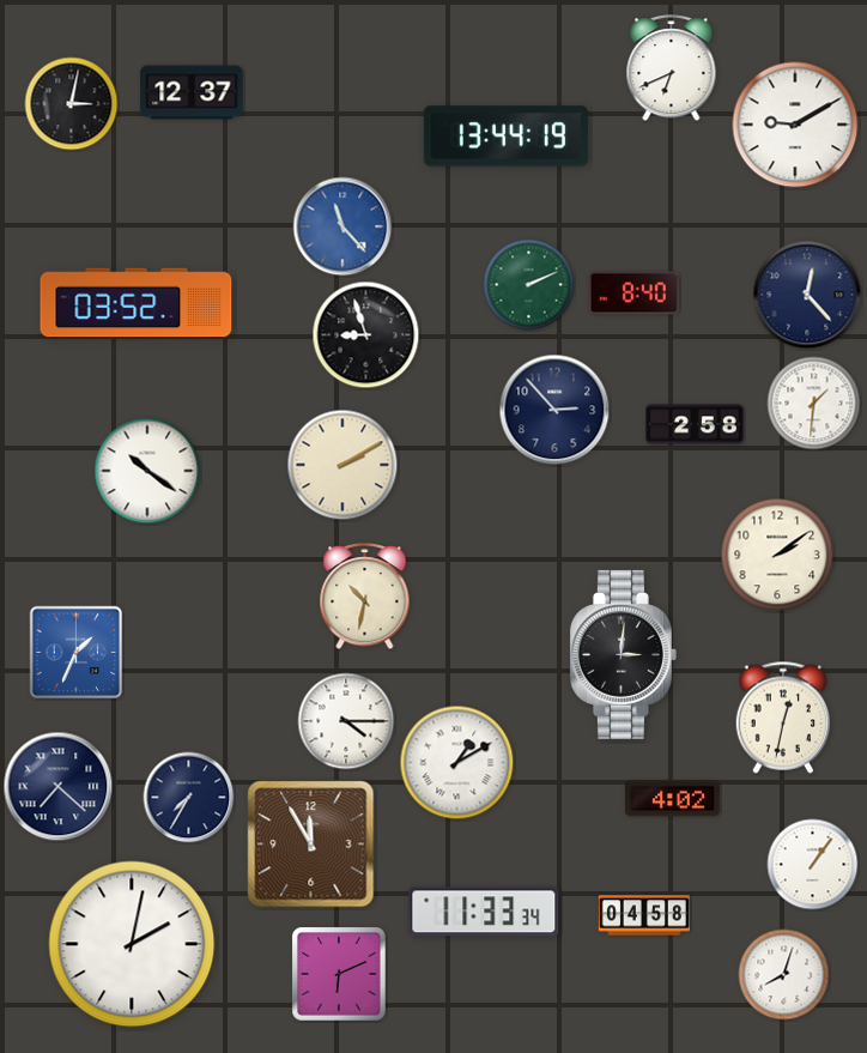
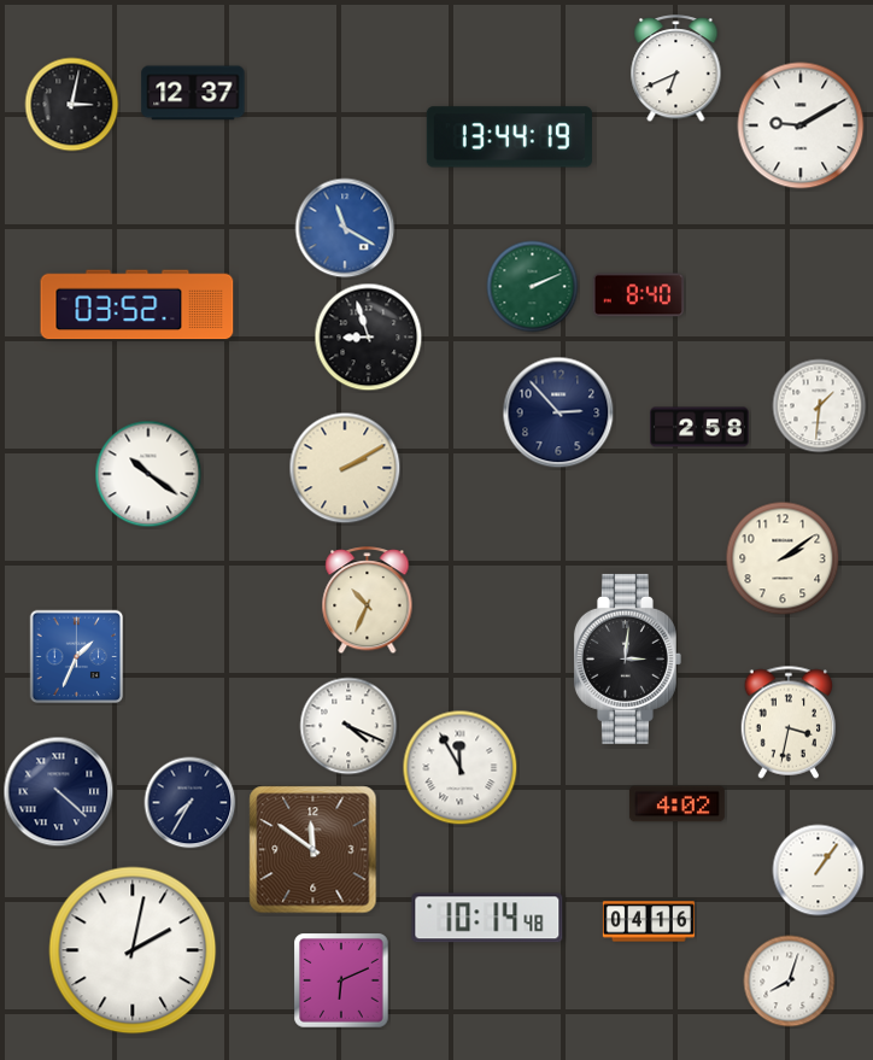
clock at (342, 226): 11:23 -> 11:20
clock at (807, 295): 12:23 -> none
clock at (365, 597): 10:32 -> 10:34
clock at (783, 718): 12:32 -> 3:32
clock at (346, 721): 4:15 -> 4:19
clock at (457, 763): 1:10 -> 11:55
clock at (59, 787): 7:22 -> 4:22
clock at (311, 845): 11:55 -> 11:51
clock at (484, 912): 11:33 -> 10:14
clock at (644, 915): 04:58 -> 04:16
